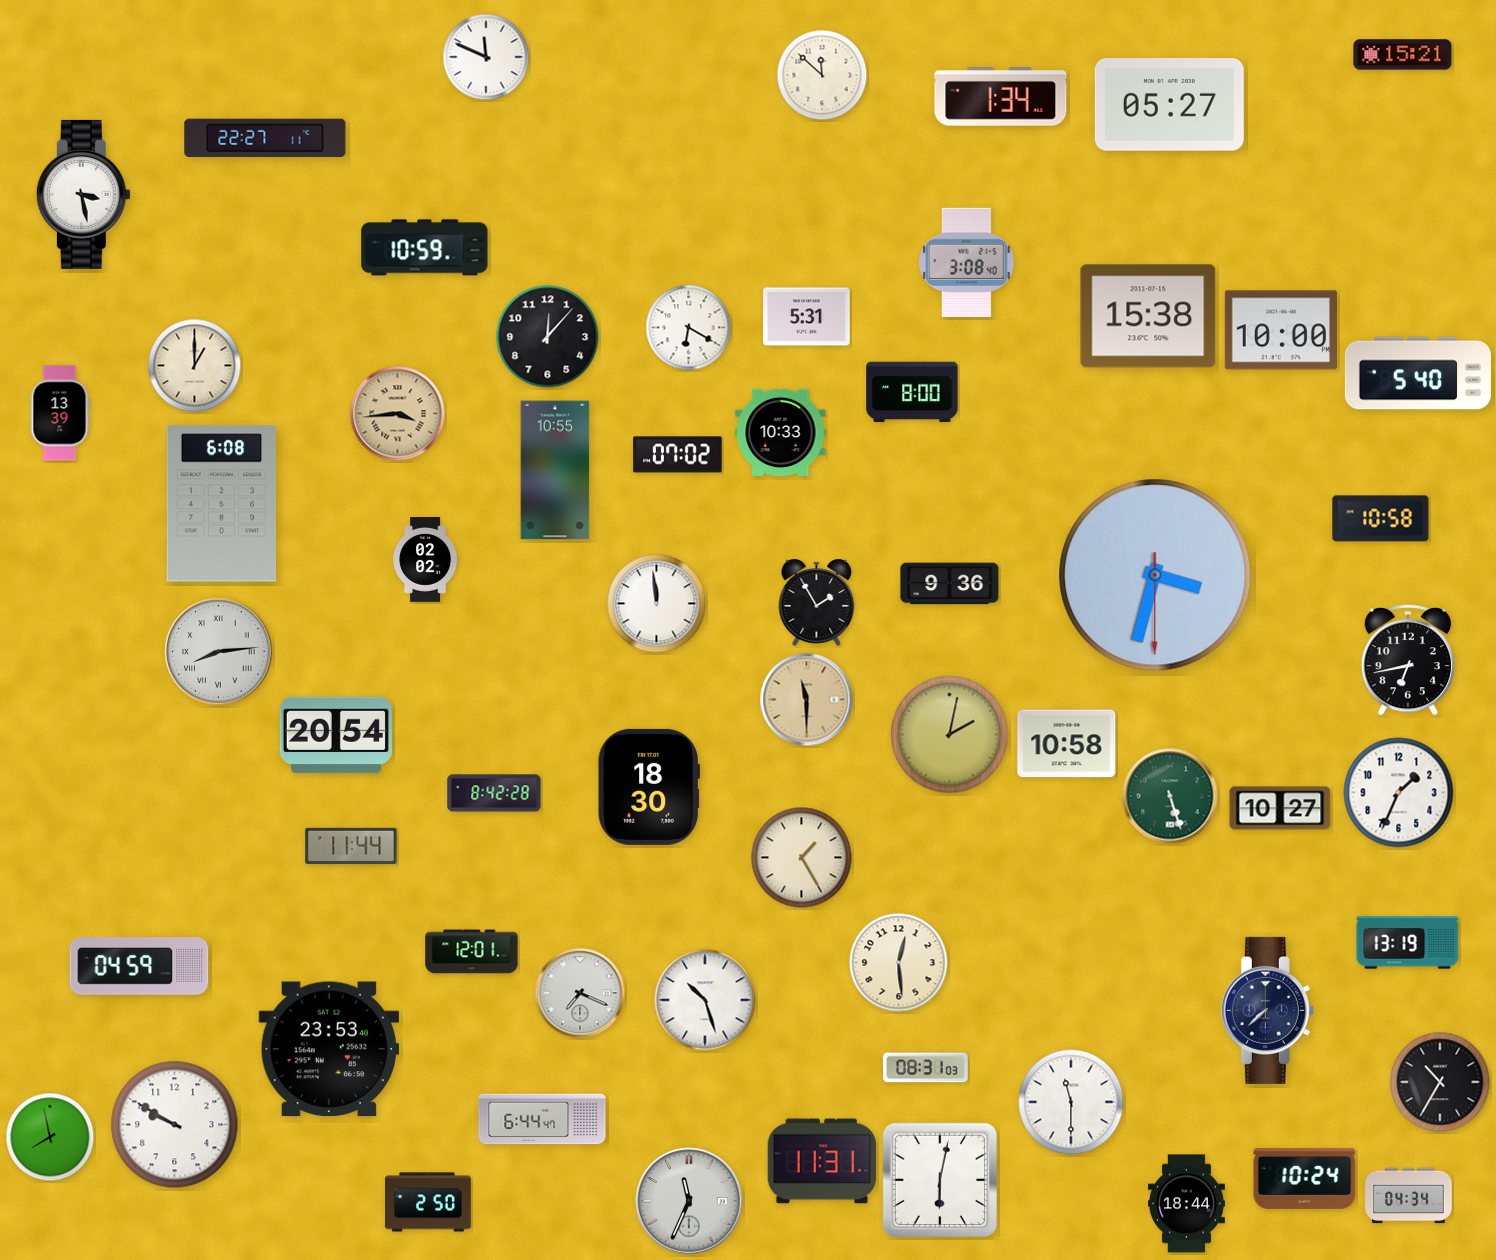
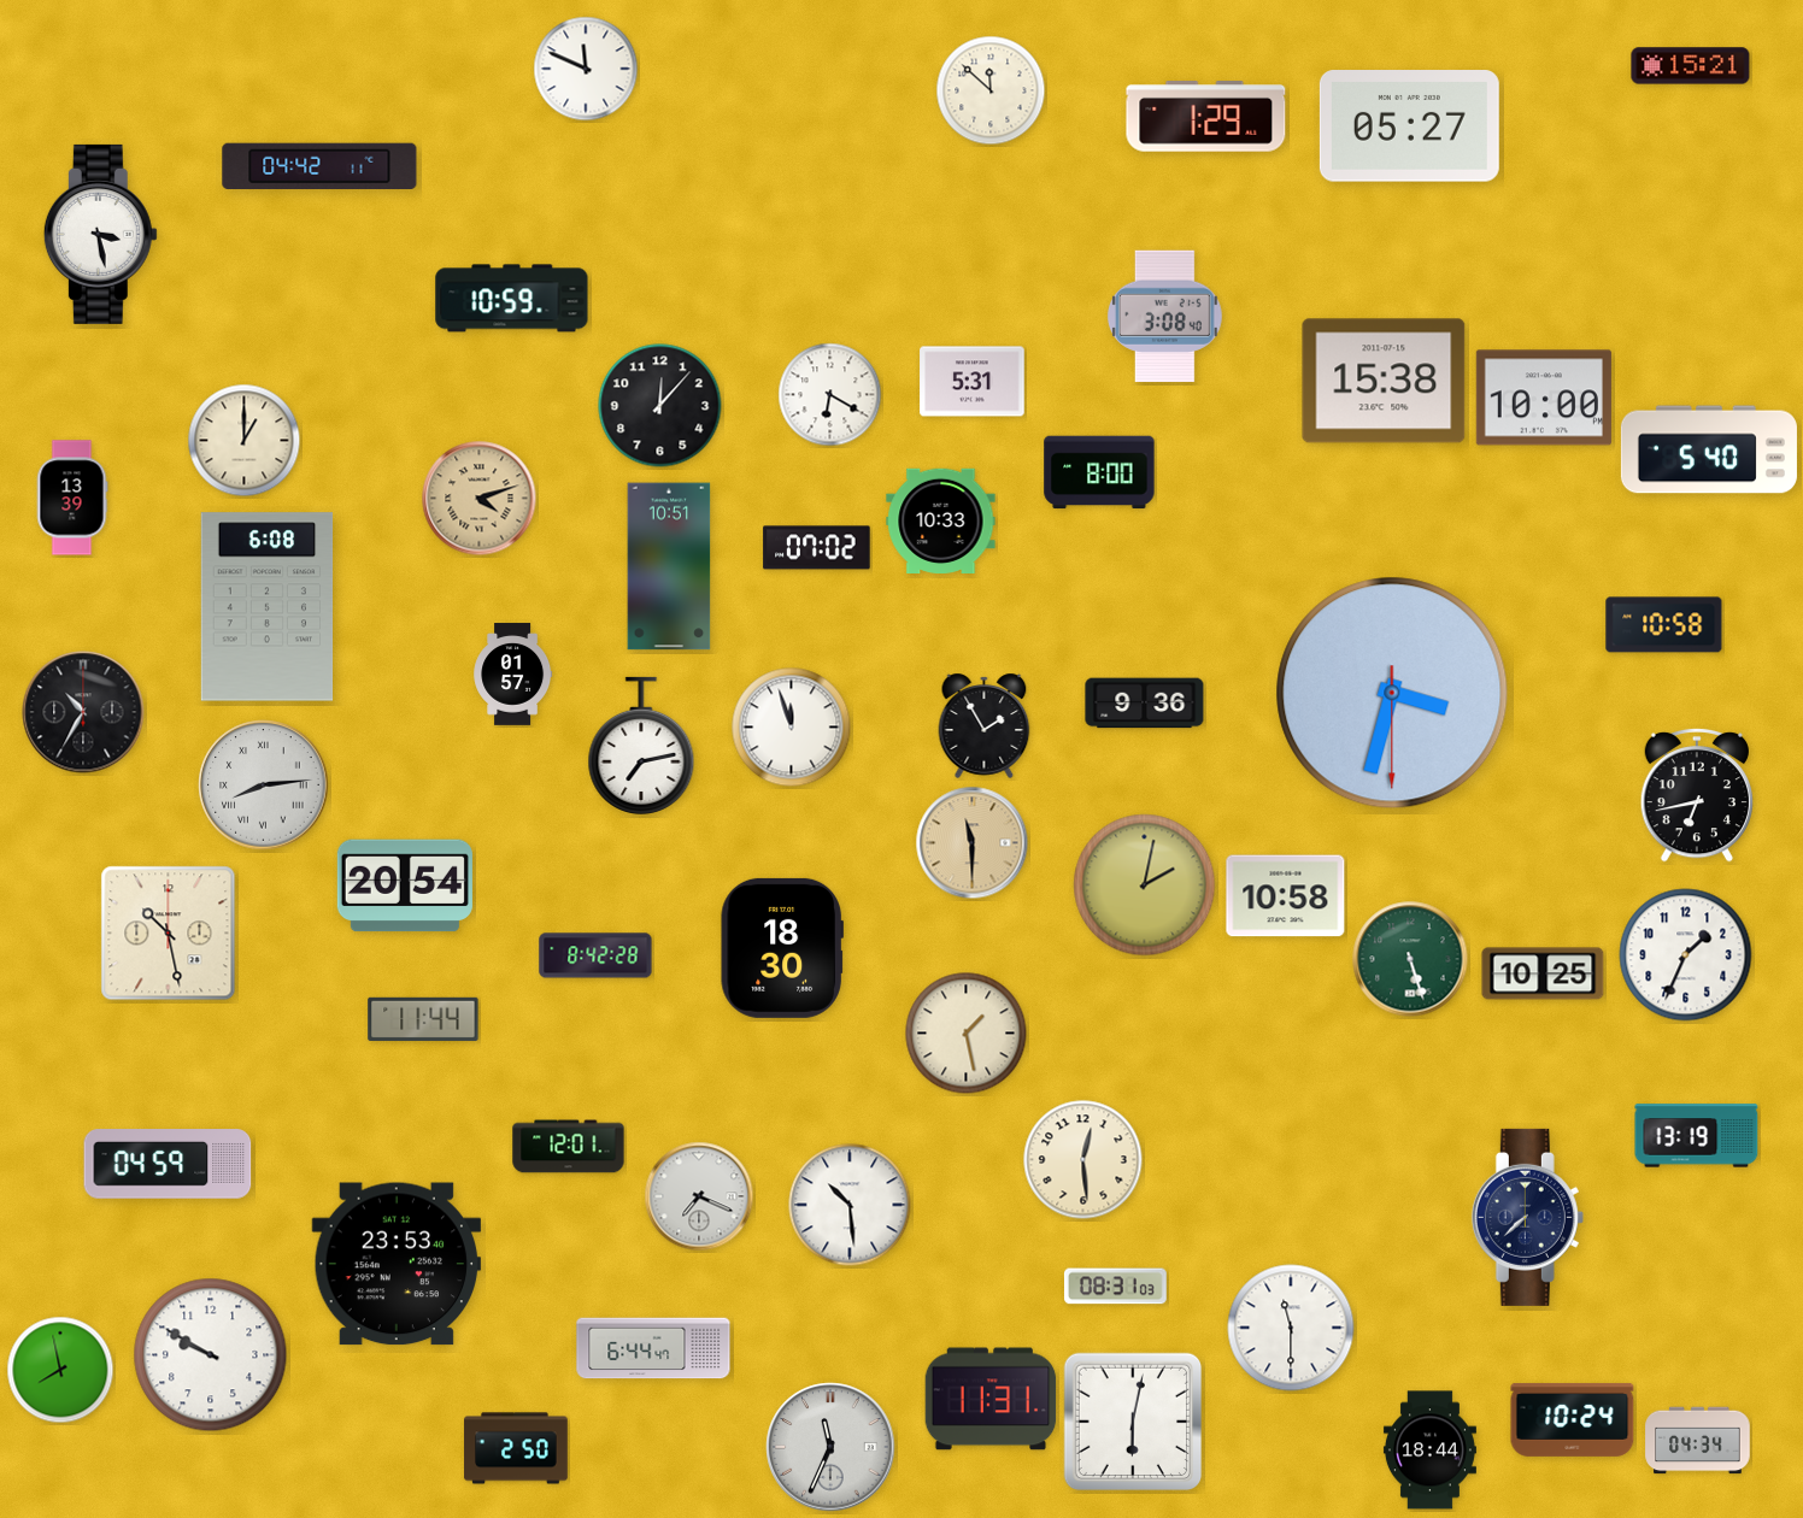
clock at (1001, 97): 1:34 -> 1:29
clock at (265, 138): 22:27 -> 04:42
clock at (195, 366) position: (195, 366) -> (245, 441)
clock at (398, 414): 3:44 -> 4:12
clock at (555, 470): 10:55 -> 10:51
clock at (426, 560): 02:02 -> 01:57
clock at (83, 712): none -> 10:35
clock at (657, 604): 11:59 -> 11:57
clock at (641, 746): none -> 7:13
clock at (169, 934): none -> 10:28
clock at (1280, 808): 10:27 -> 10:25
clock at (802, 858): 1:25 -> 1:28
clock at (705, 1000): 10:27 -> 10:29
clock at (1440, 1082): 10:35 -> none
